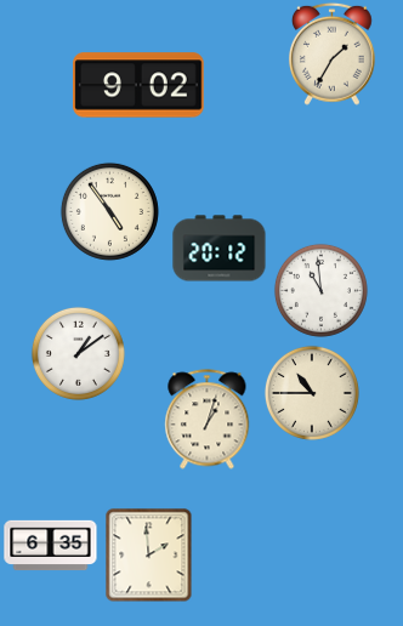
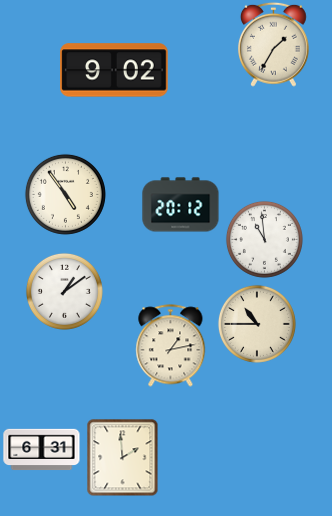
clock at (109, 211) position: (109, 211) -> (65, 194)
clock at (208, 420): 1:03 -> 1:13
clock at (51, 546): 6:35 -> 6:31
